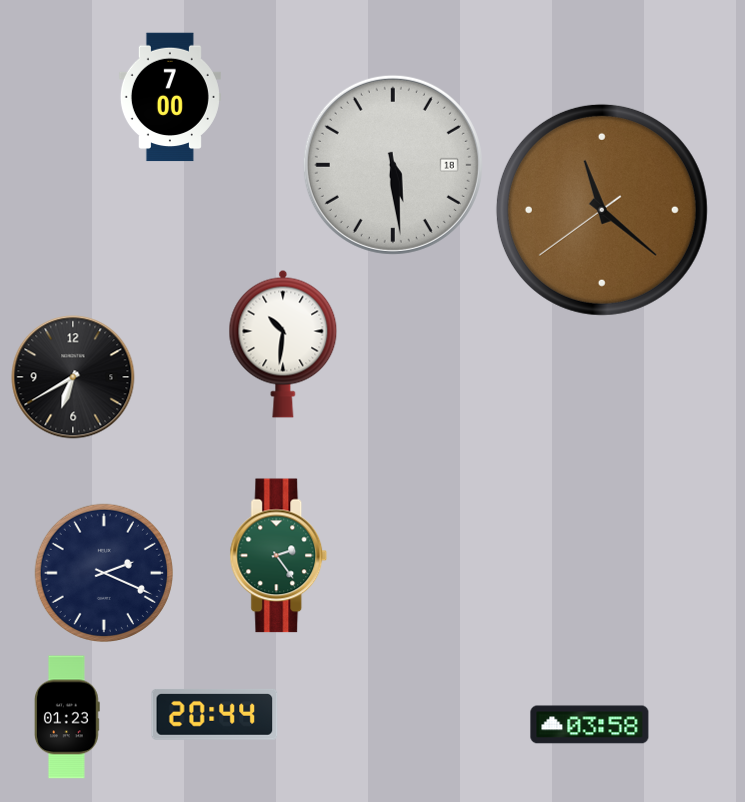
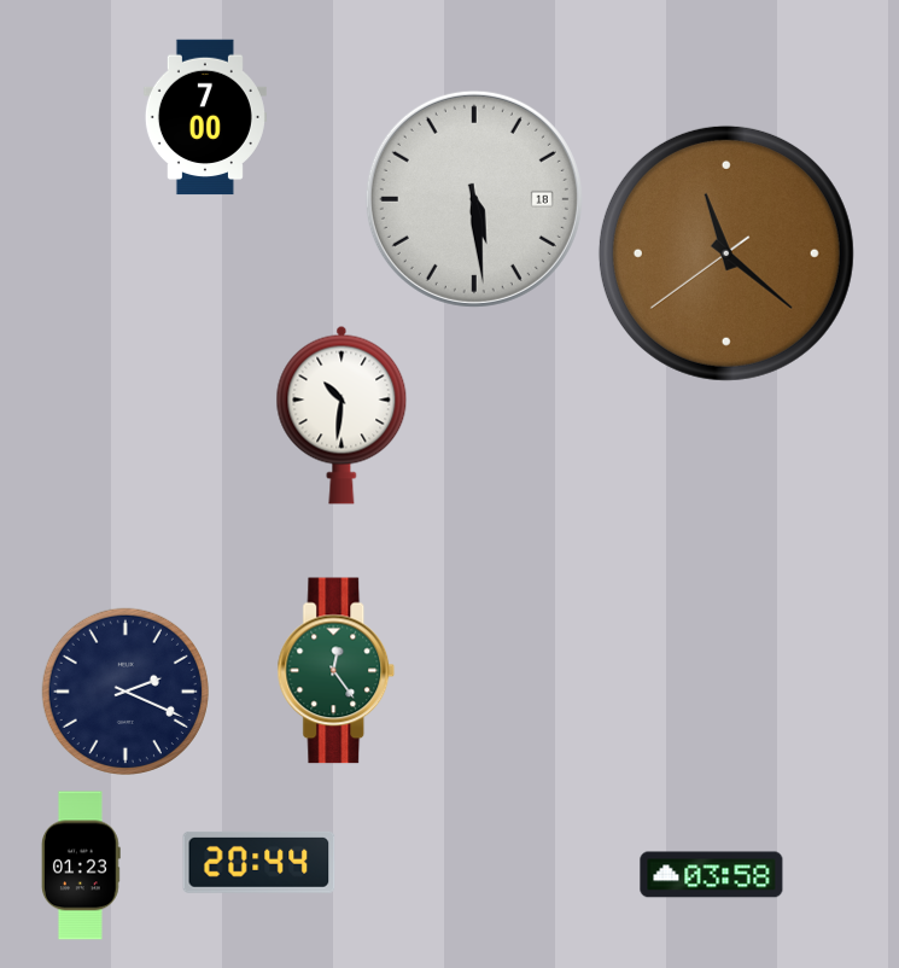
clock at (73, 377): 6:40 -> none
clock at (279, 556): 2:24 -> 12:24
